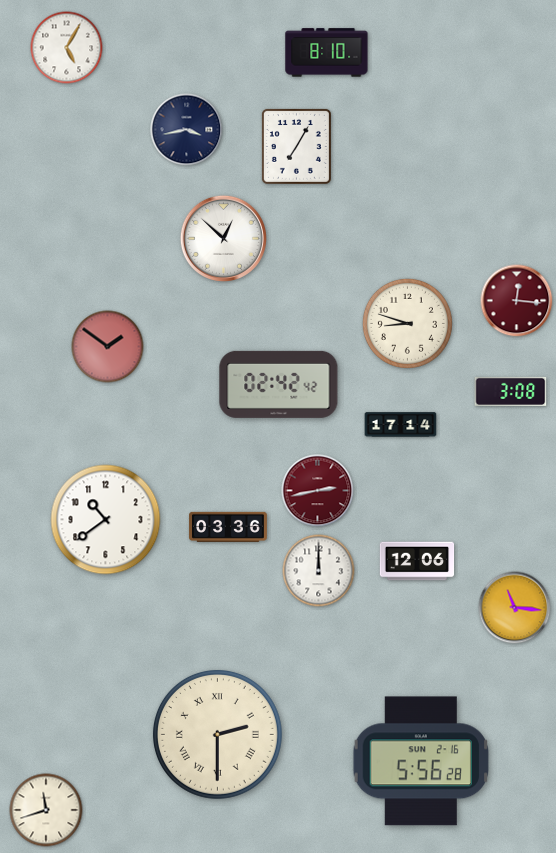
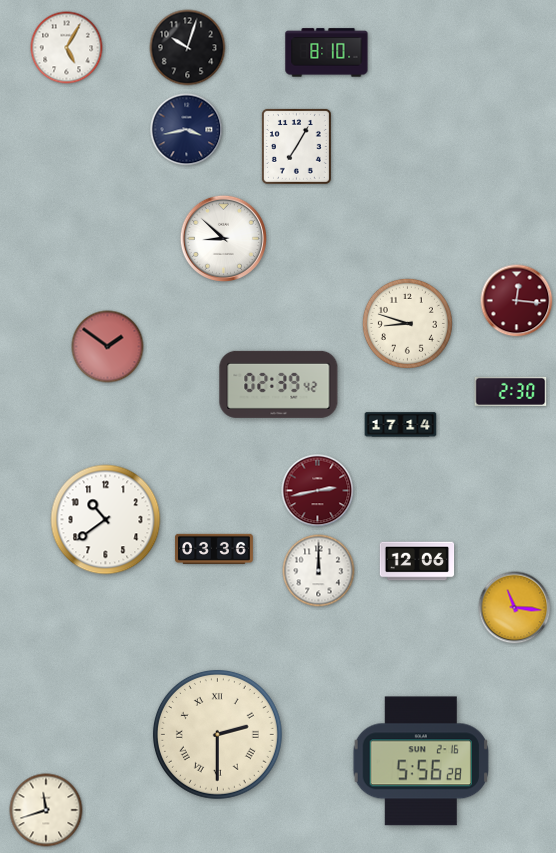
clock at (188, 48): none -> 10:03
clock at (223, 238): 12:52 -> 8:52
clock at (279, 384): 02:42 -> 02:39
clock at (511, 391): 3:08 -> 2:30
clock at (228, 527) position: (228, 527) -> (214, 549)
